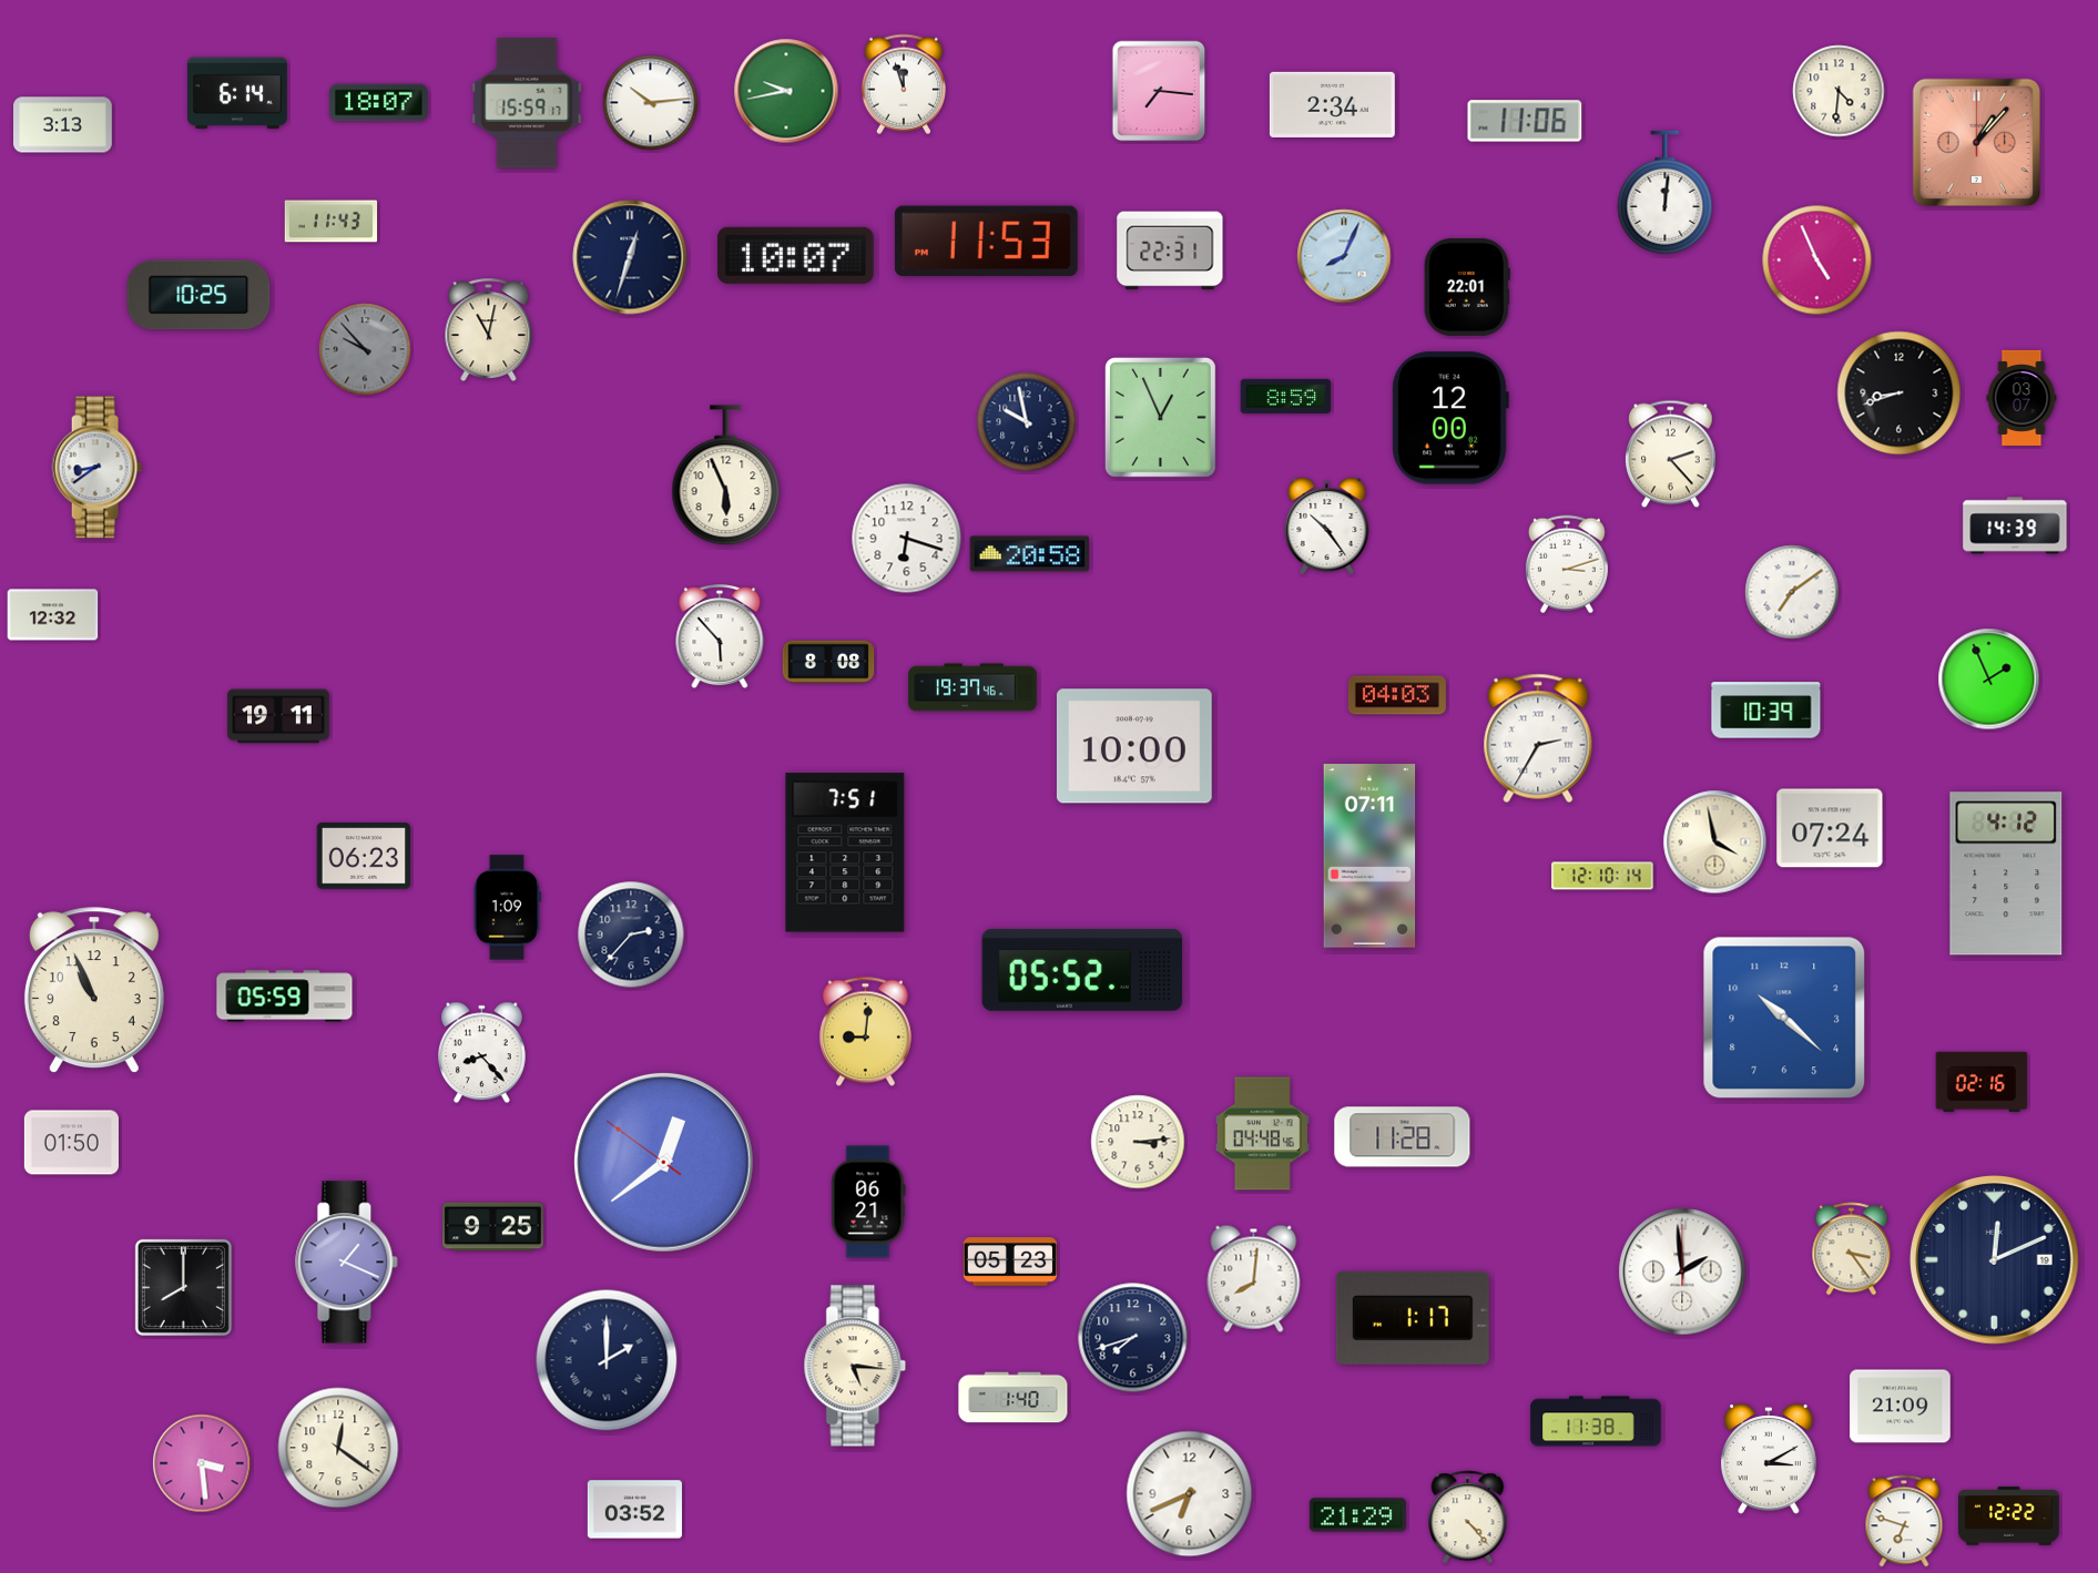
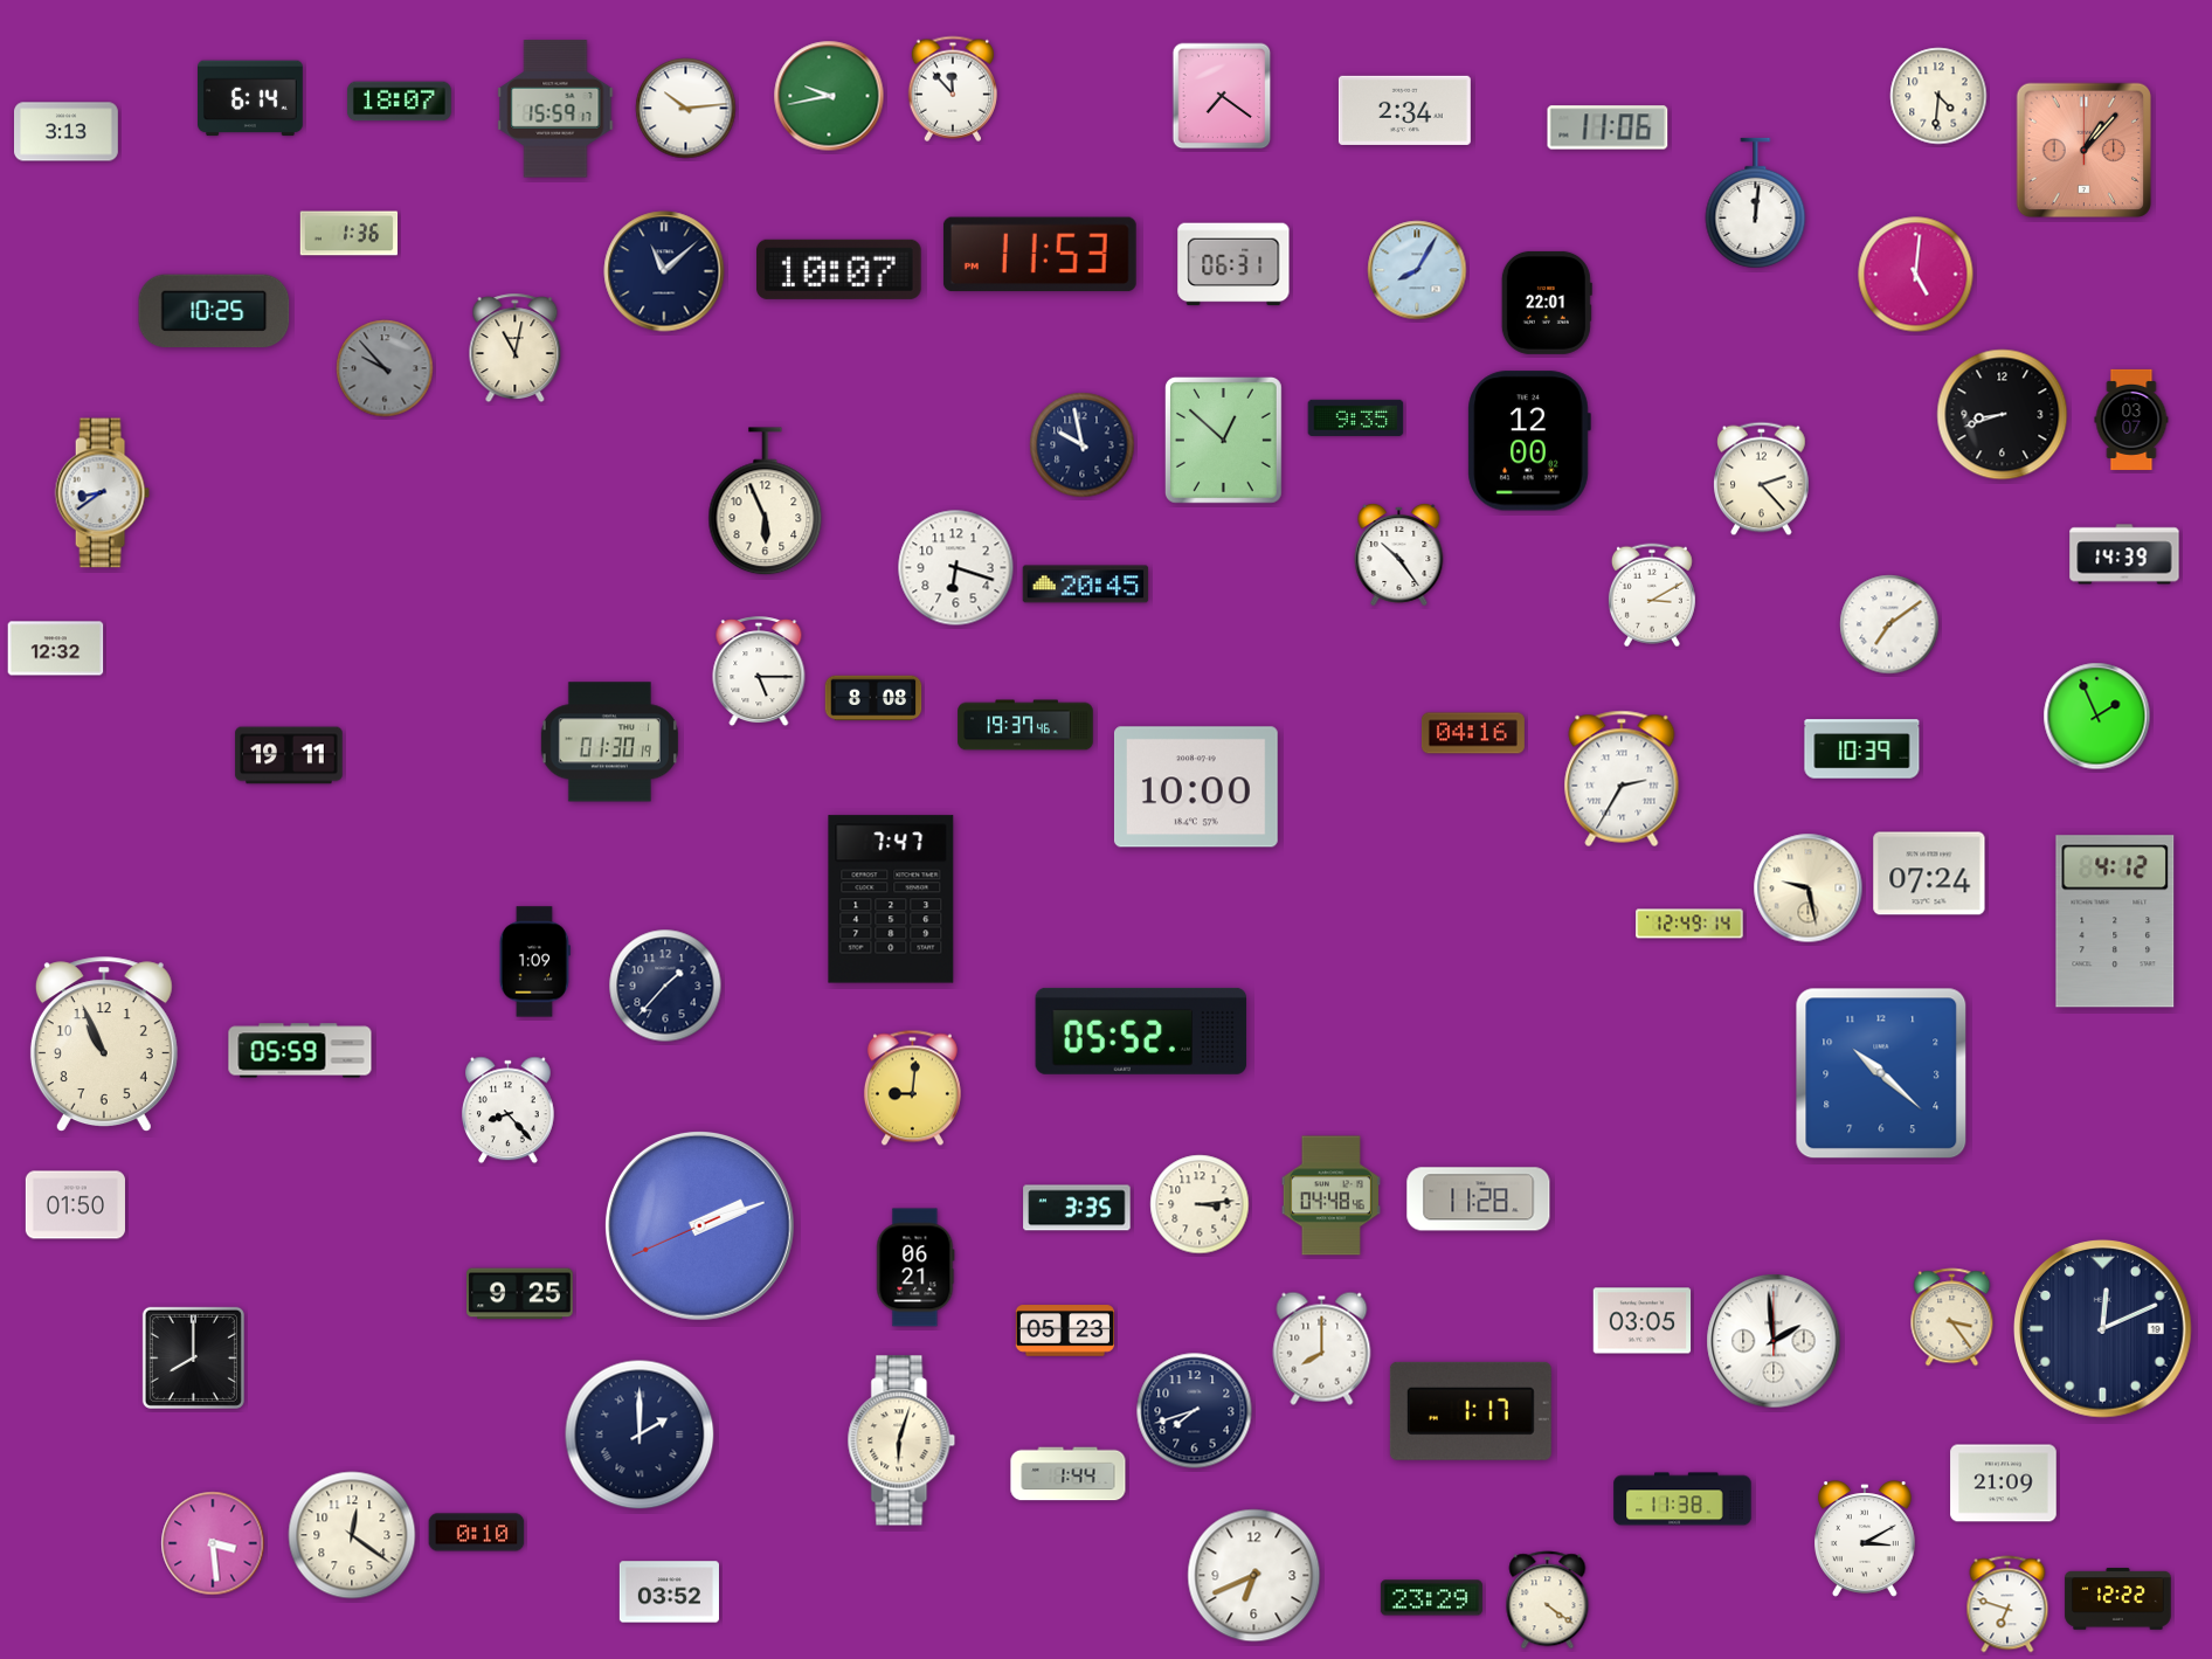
clock at (903, 84): 11:57 -> 11:53
clock at (1159, 91): 7:16 -> 7:21
clock at (379, 103) position: (379, 103) -> (400, 102)
clock at (332, 222): 11:43 -> 1:36
clock at (1170, 251): 22:31 -> 06:31
clock at (1344, 256): 8:04 -> 8:05
clock at (630, 257): 12:33 -> 11:08
clock at (1817, 261): 4:56 -> 5:01
clock at (198, 295) position: (198, 295) -> (214, 311)
clock at (1286, 396): 8:59 -> 9:35
clock at (1160, 417): 12:56 -> 12:52
clock at (1030, 554): 20:58 -> 20:45
clock at (1567, 564): 3:12 -> 3:10
clock at (720, 637): 5:53 -> 5:15
clock at (1397, 695): 04:03 -> 04:16
clock at (609, 742): none -> 01:30
clock at (278, 716) position: (278, 716) -> (289, 755)
clock at (1715, 842): 3:58 -> 9:28
clock at (845, 852): 7:51 -> 7:47
clock at (363, 856): 06:23 -> none
clock at (1369, 856): 07:11 -> none
clock at (1602, 876): 12:10 -> 12:49
clock at (507, 908) position: (507, 908) -> (534, 962)
clock at (631, 934): 2:37 -> 1:37
clock at (1082, 970) position: (1082, 970) -> (1141, 1031)
clock at (94, 990) position: (94, 990) -> (104, 1044)
clock at (1982, 1082): 02:16 -> none
clock at (1077, 1208): none -> 3:35
clock at (664, 1163): 12:38 -> 2:11
clock at (1643, 1321): none -> 03:05
clock at (347, 1263): 1:19 -> none
clock at (1254, 1278): 8:01 -> 8:00
clock at (1413, 1318) position: (1413, 1318) -> (1471, 1411)
clock at (855, 1366): 5:16 -> 6:03
clock at (1014, 1398): 1:40 -> 1:44
clock at (338, 1448) position: (338, 1448) -> (352, 1535)
clock at (477, 1533): none -> 0:10
clock at (1357, 1515): 21:29 -> 23:29
clock at (1468, 1518): 4:23 -> 4:21
